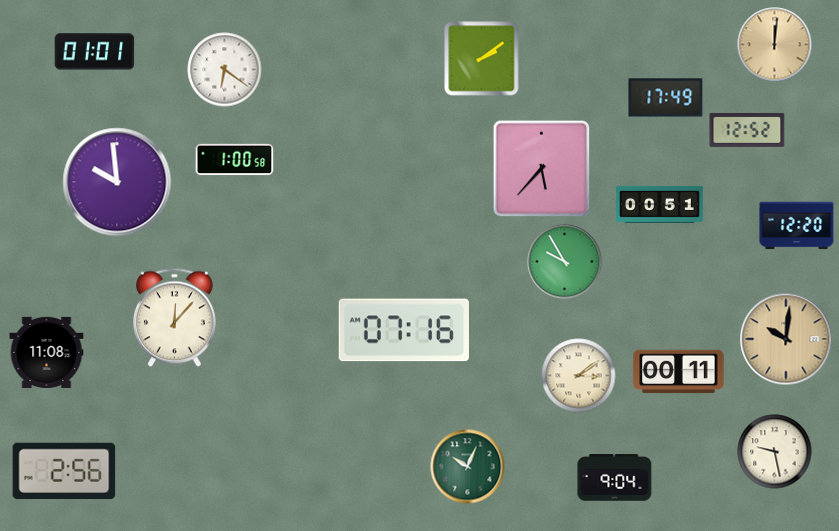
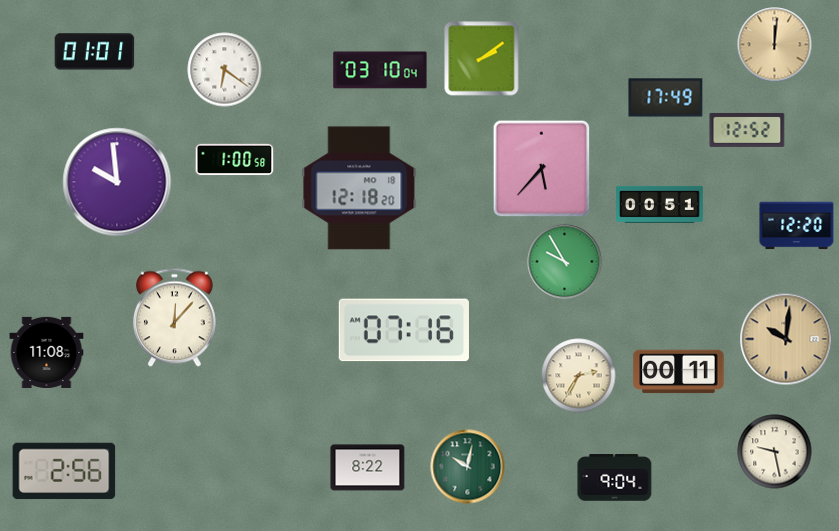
clock at (380, 70): none -> 03:10
clock at (359, 188): none -> 12:18
clock at (579, 376): 3:09 -> 2:35
clock at (468, 467): 10:04 -> 10:02
clock at (368, 468): none -> 8:22
